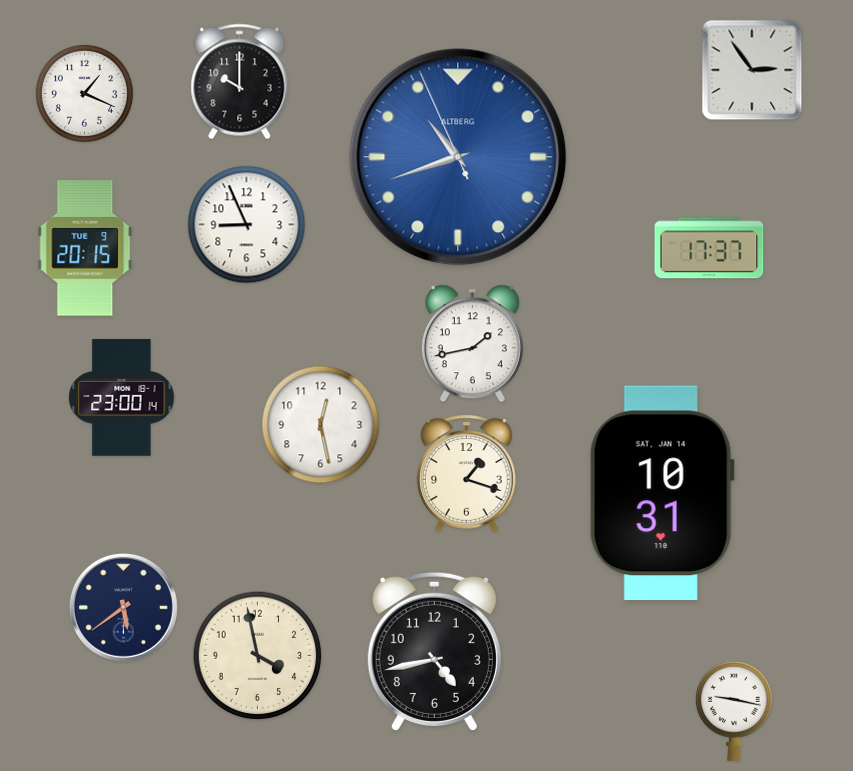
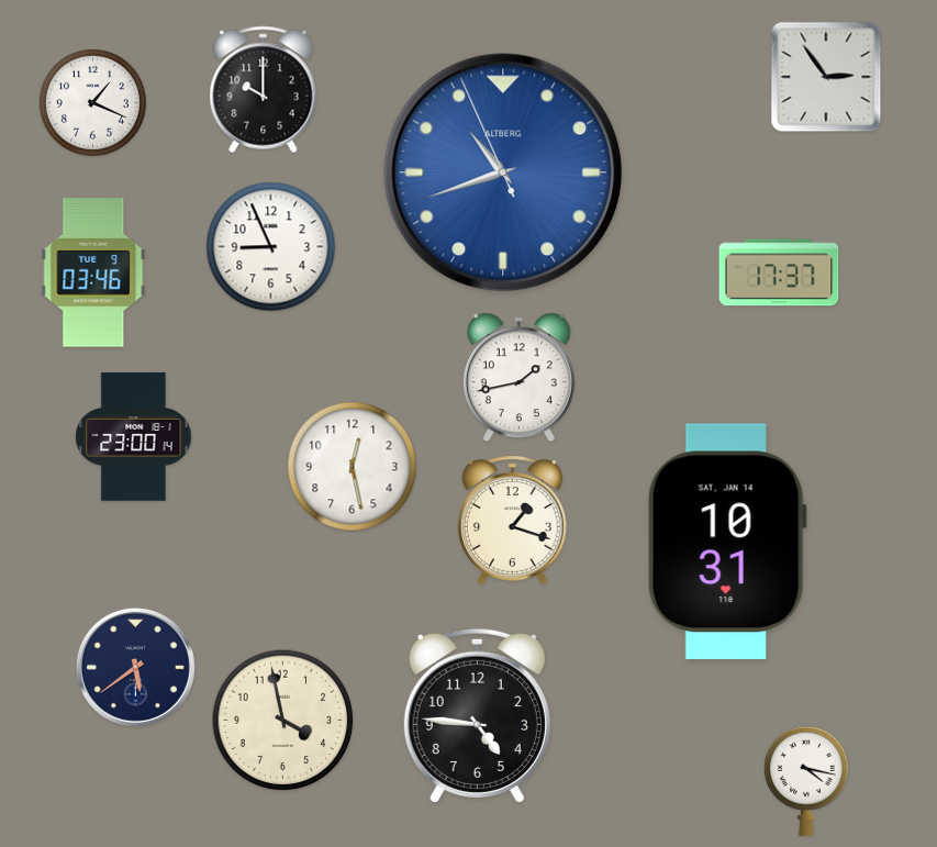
clock at (85, 248): 20:15 -> 03:46
clock at (434, 651): 4:43 -> 4:46
clock at (734, 711): 9:17 -> 4:17
